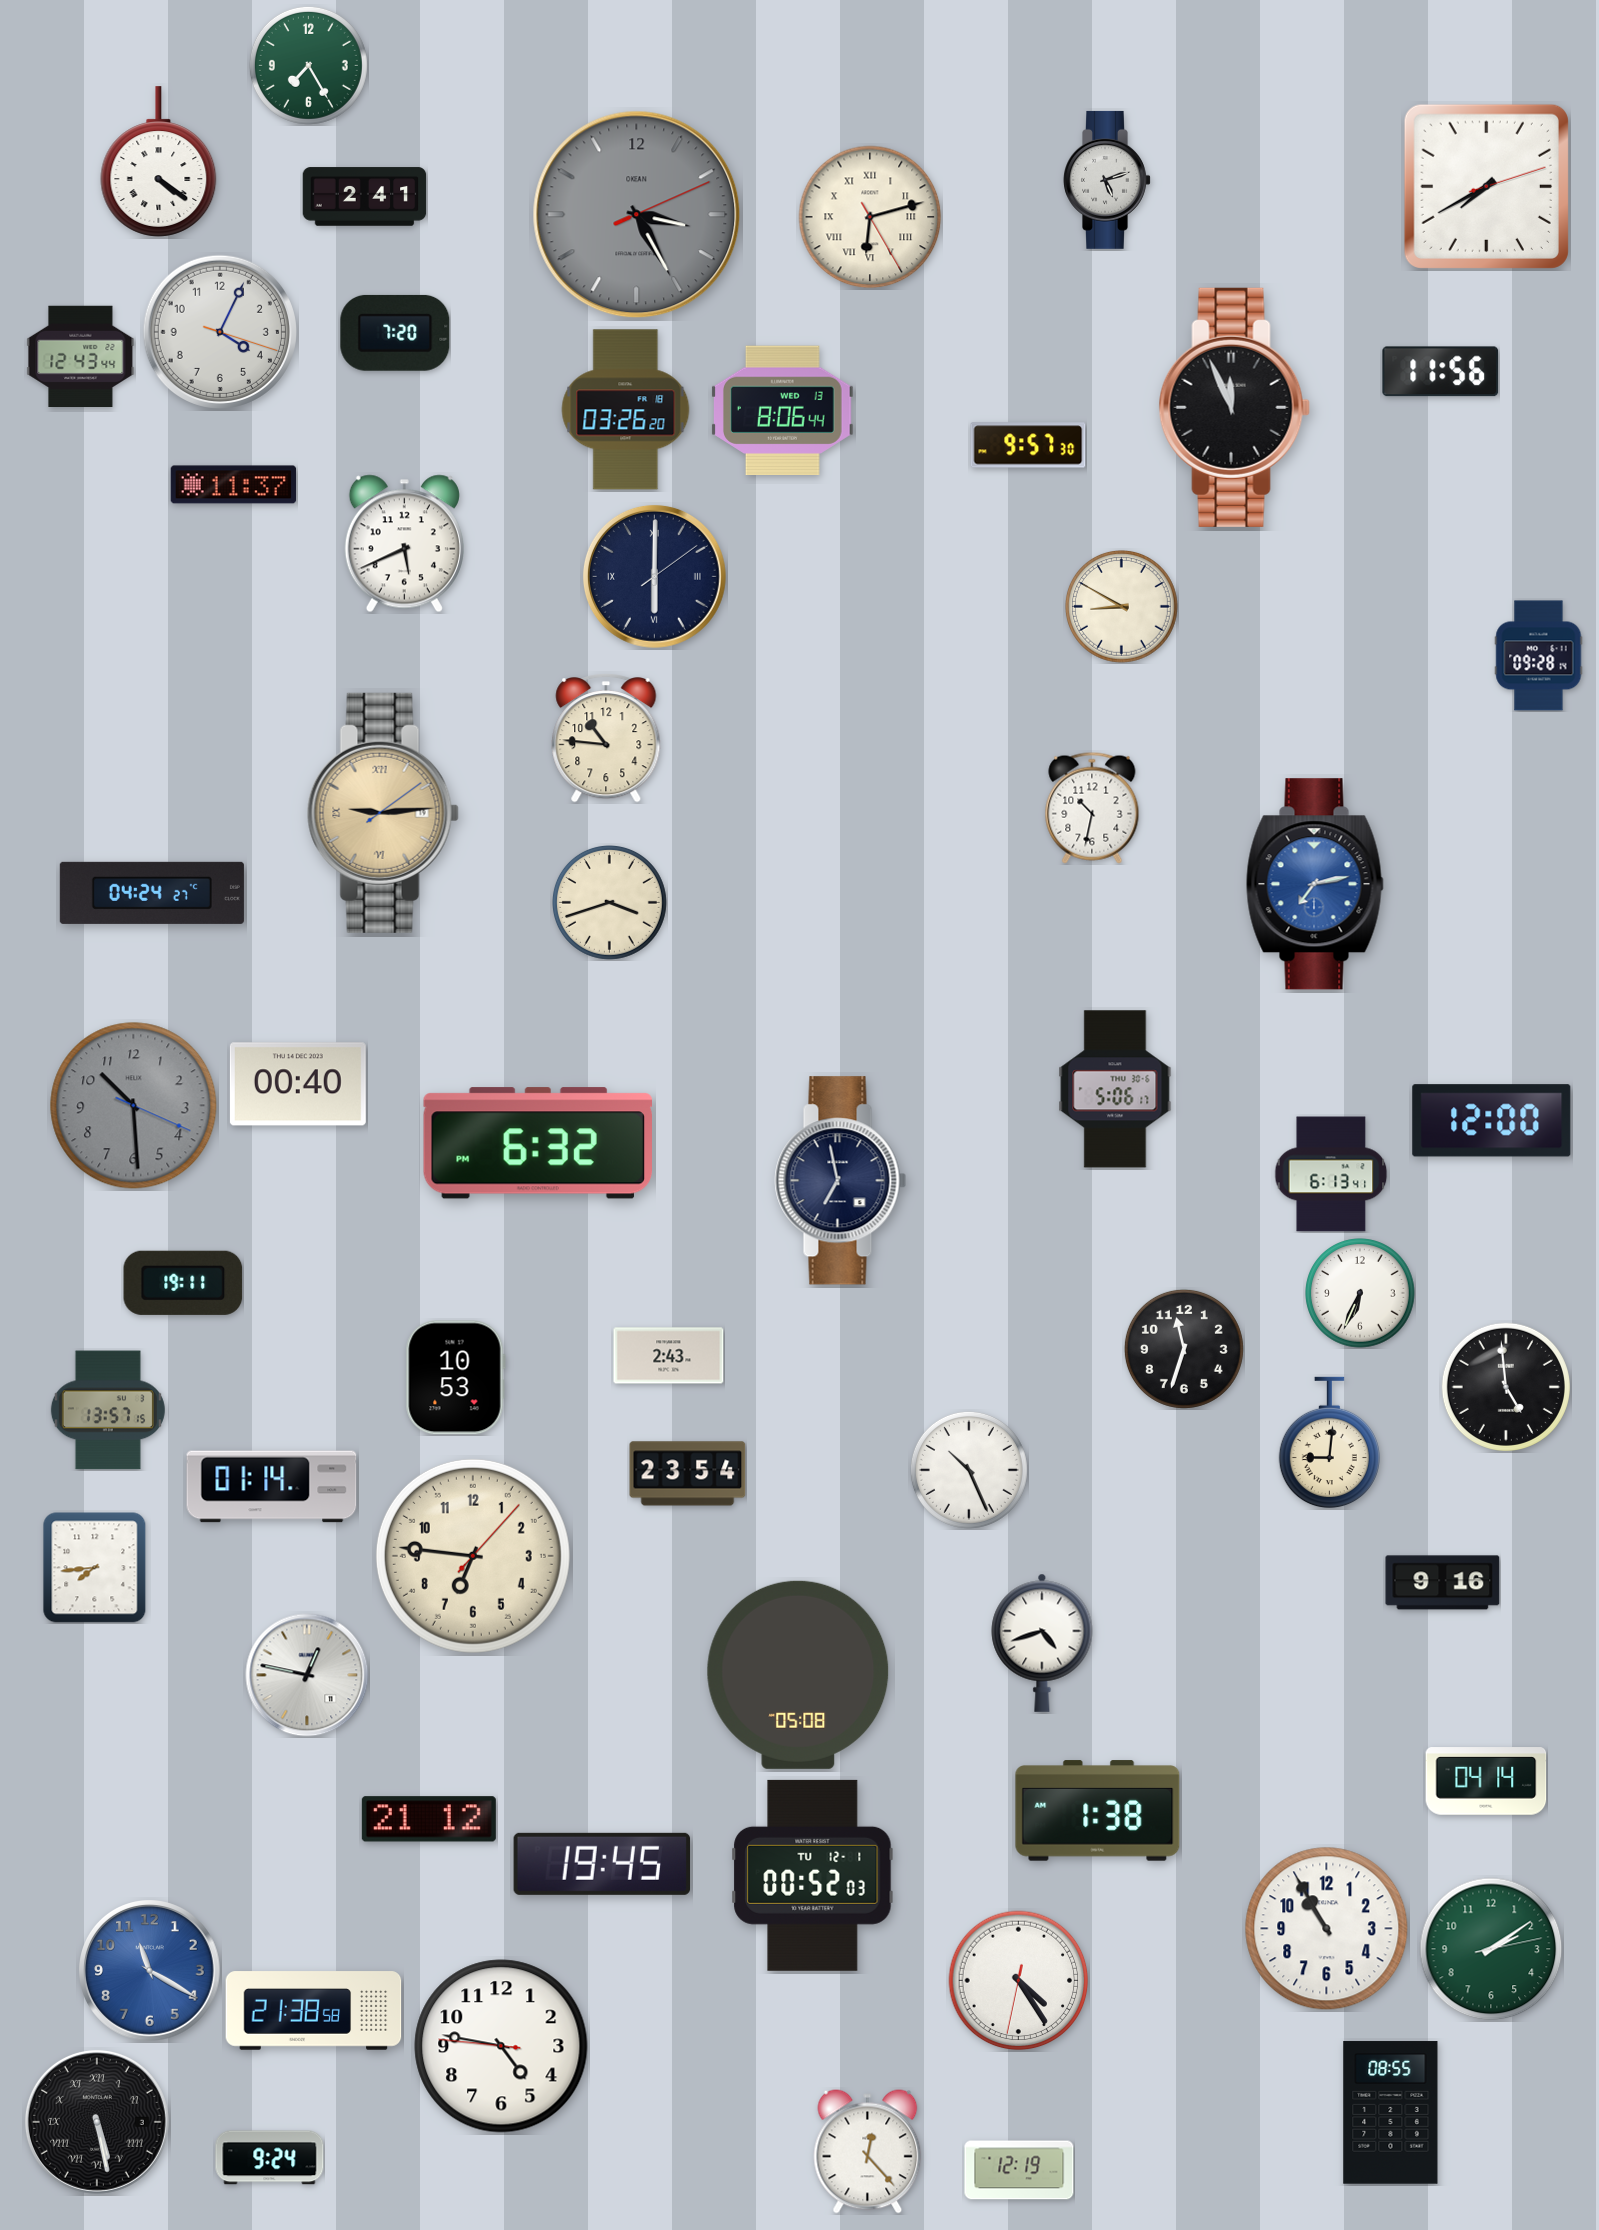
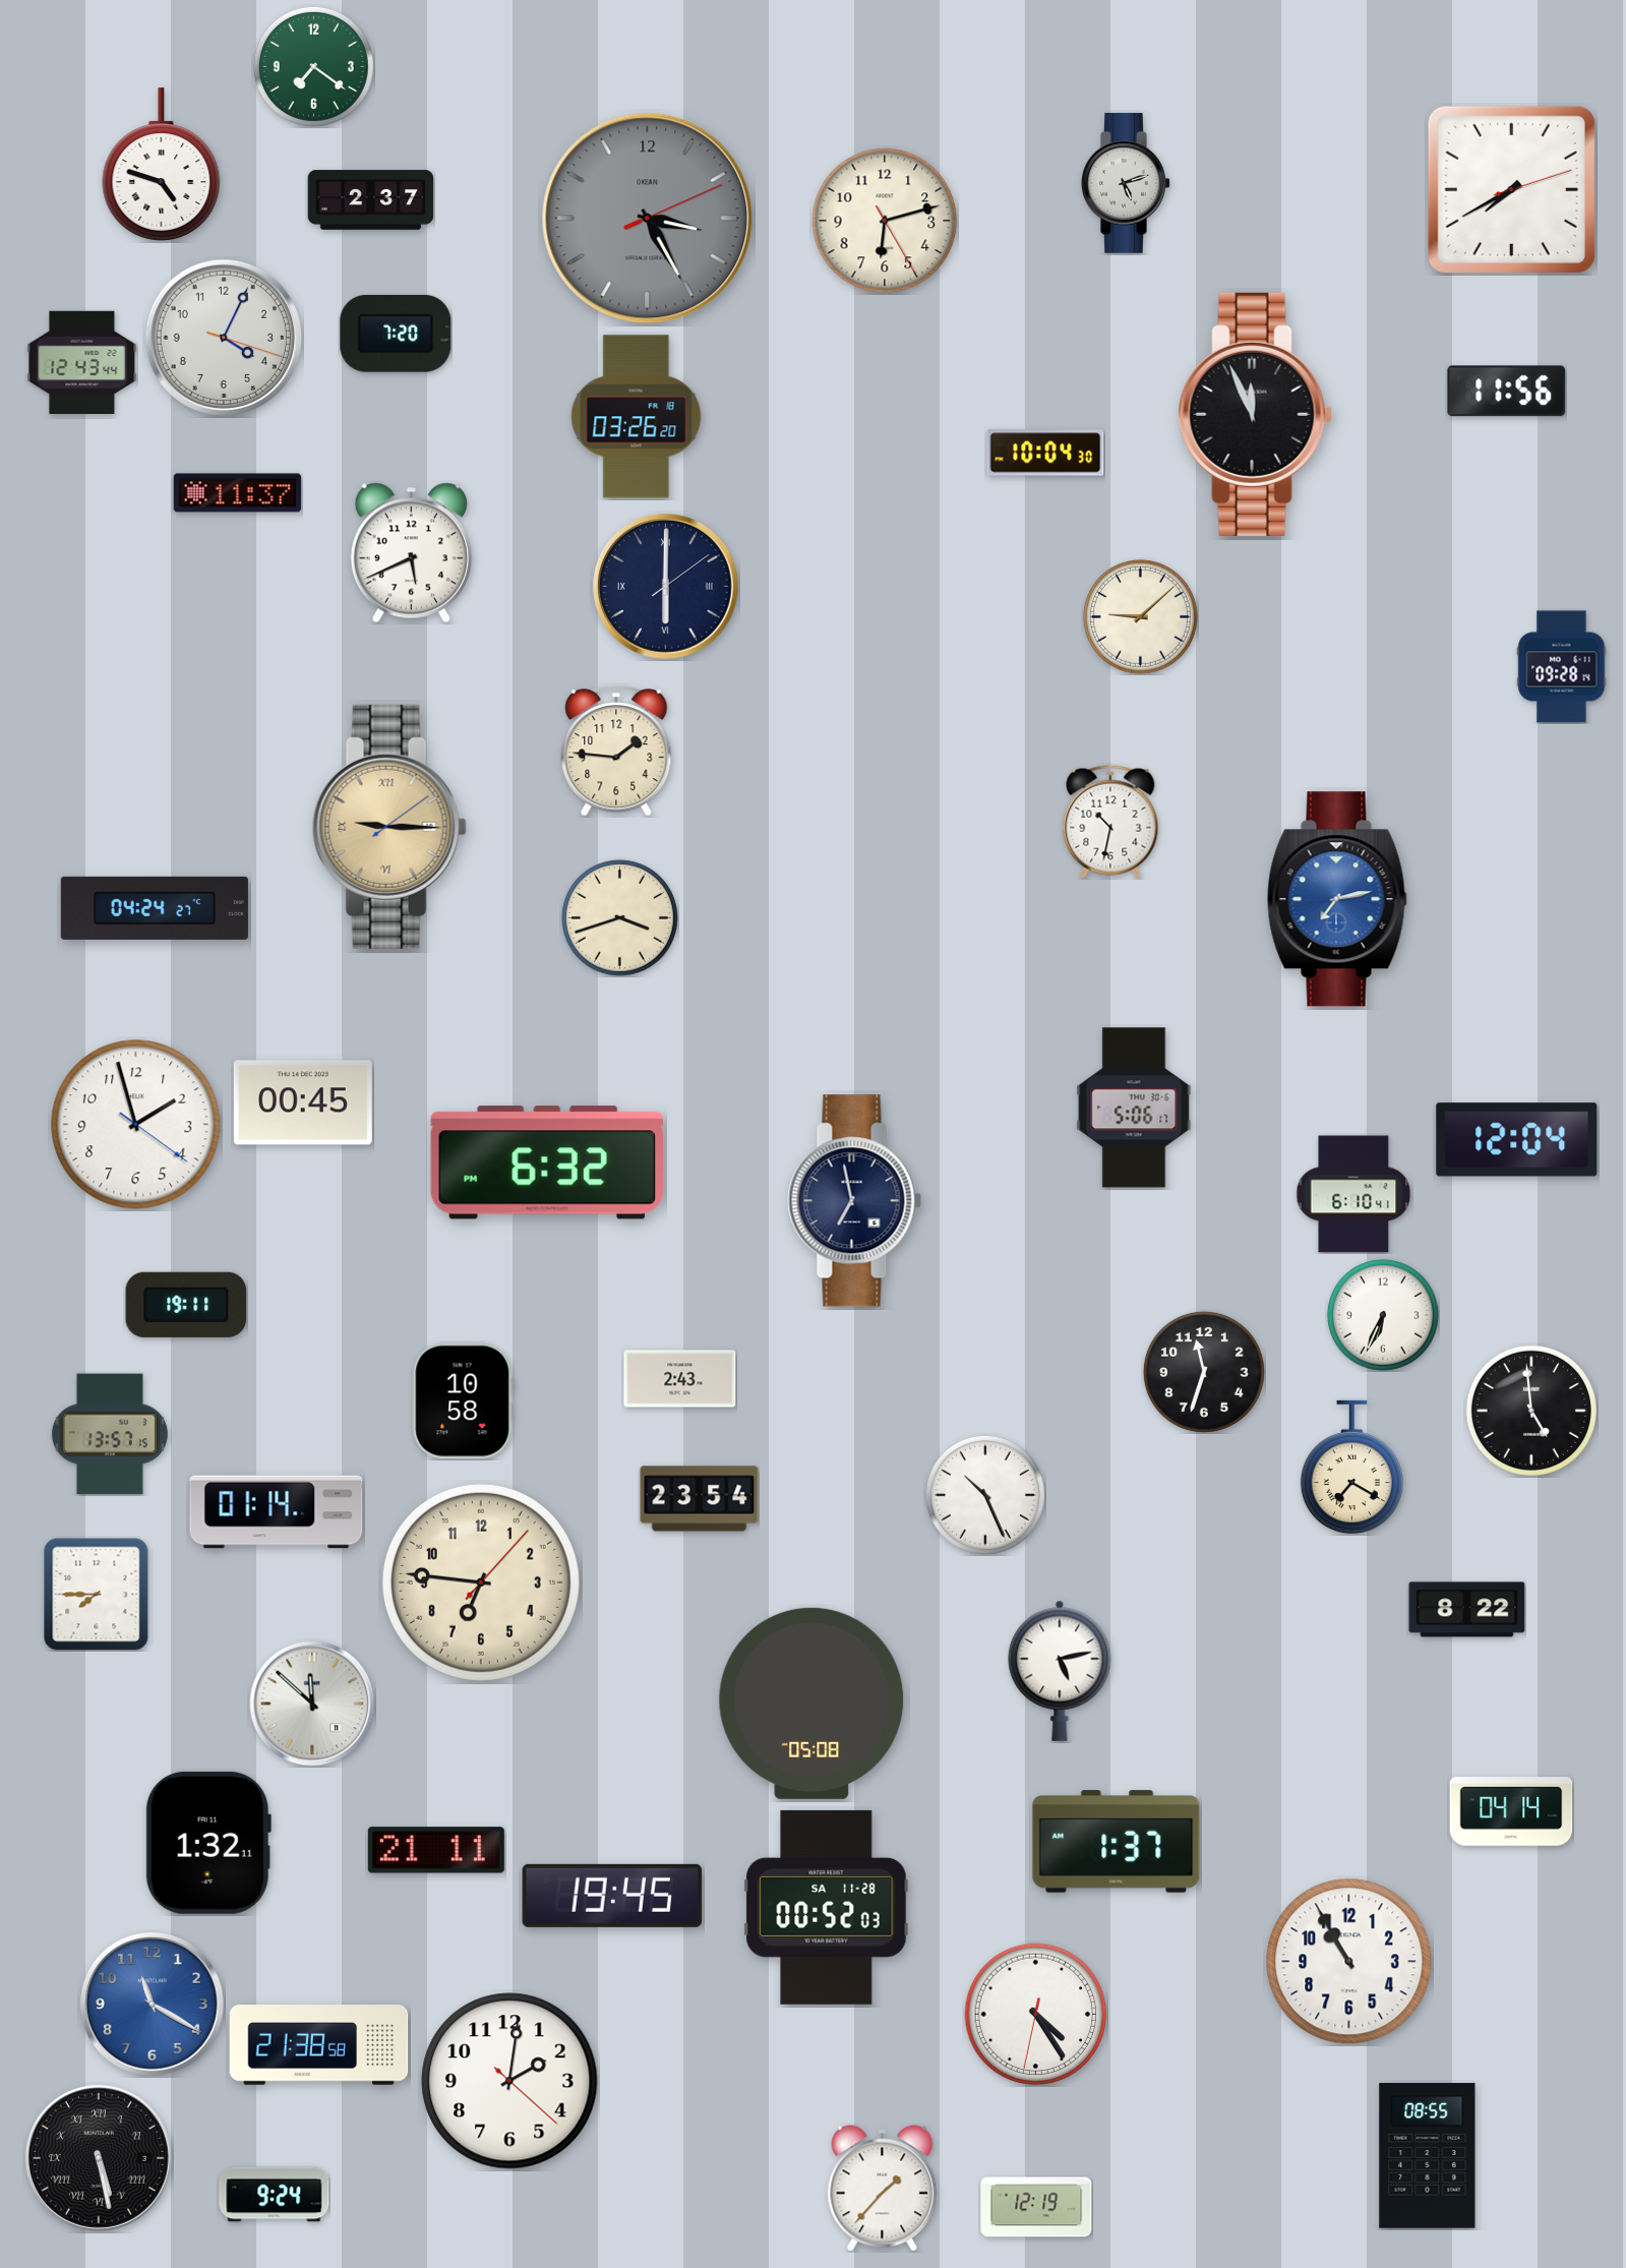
clock at (308, 65): 7:25 -> 7:21
clock at (159, 162): 4:21 -> 4:48
clock at (365, 197): 2:41 -> 2:37
clock at (870, 217) numerals: Roman -> Arabic
clock at (395, 333) position: (395, 333) -> (396, 334)
clock at (1441, 372) position: (1441, 372) -> (1507, 392)
clock at (783, 410): 8:06 -> none
clock at (1028, 445): 9:57 -> 10:04
clock at (1122, 607): 8:50 -> 9:08
clock at (1539, 656) position: (1539, 656) -> (1562, 667)
clock at (606, 738): 10:46 -> 1:46
clock at (383, 813): 9:14 -> 9:15
clock at (298, 1084): 00:40 -> 00:45
clock at (134, 1106): 10:29 -> 1:57
clock at (134, 1106) dial: grey -> white
clock at (1492, 1121): 12:00 -> 12:04
clock at (1331, 1174): 6:13 -> 6:10
clock at (455, 1378): 10:53 -> 10:58
clock at (1329, 1443): 9:01 -> 7:20
clock at (95, 1568): 7:44 -> 7:45
clock at (1443, 1583): 9:16 -> 8:22
clock at (1042, 1643): 4:42 -> 5:13
clock at (307, 1675): 12:47 -> 11:52
clock at (1098, 1811): 1:38 -> 1:37
clock at (208, 1843): none -> 1:32
clock at (429, 1819): 21:12 -> 21:11
clock at (813, 1875) date: TU 12-1 -> SA 11-28
clock at (1491, 1949): 2:09 -> none
clock at (501, 2046): 4:46 -> 2:01
clock at (1391, 2113) position: (1391, 2113) -> (1428, 2156)
clock at (868, 2152): 12:23 -> 1:37
